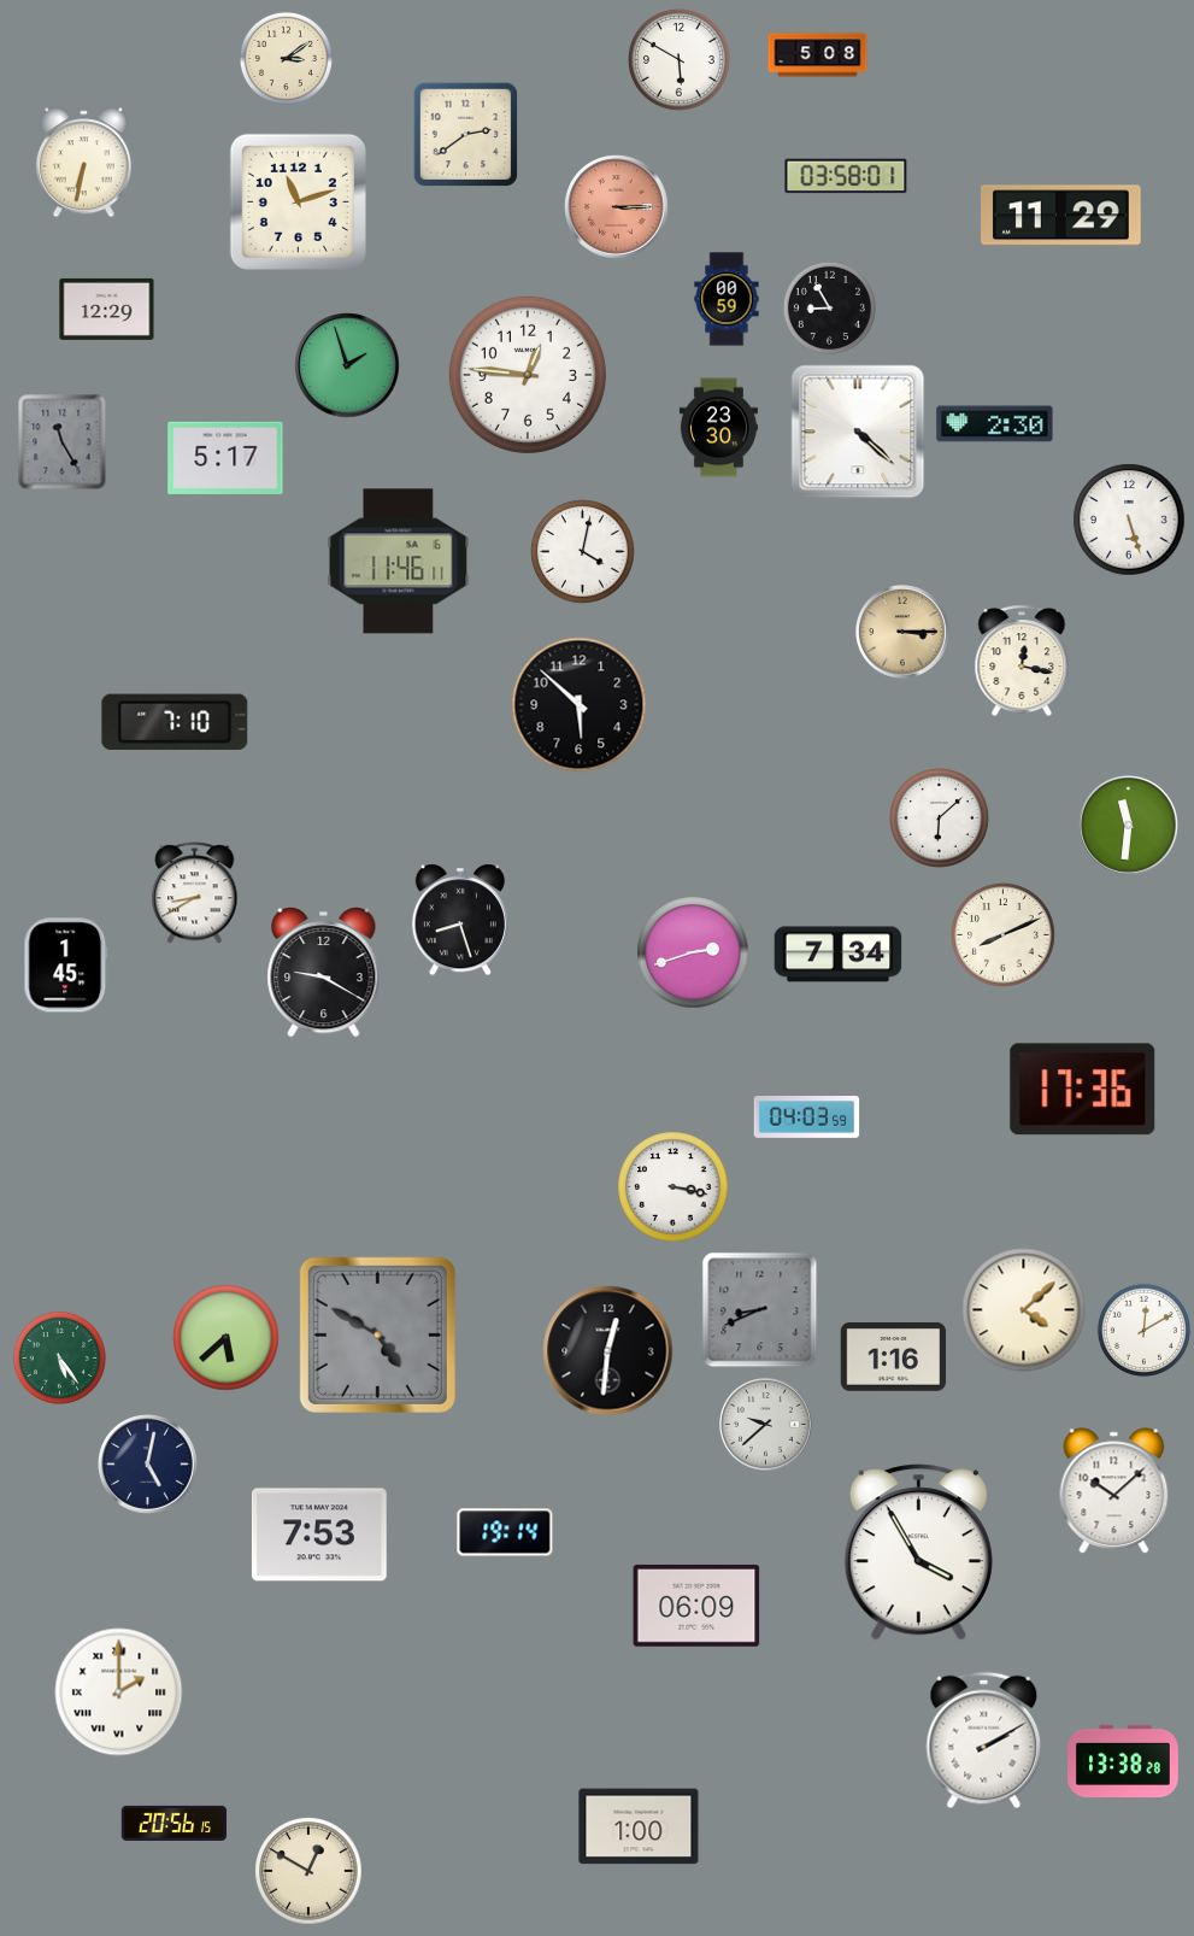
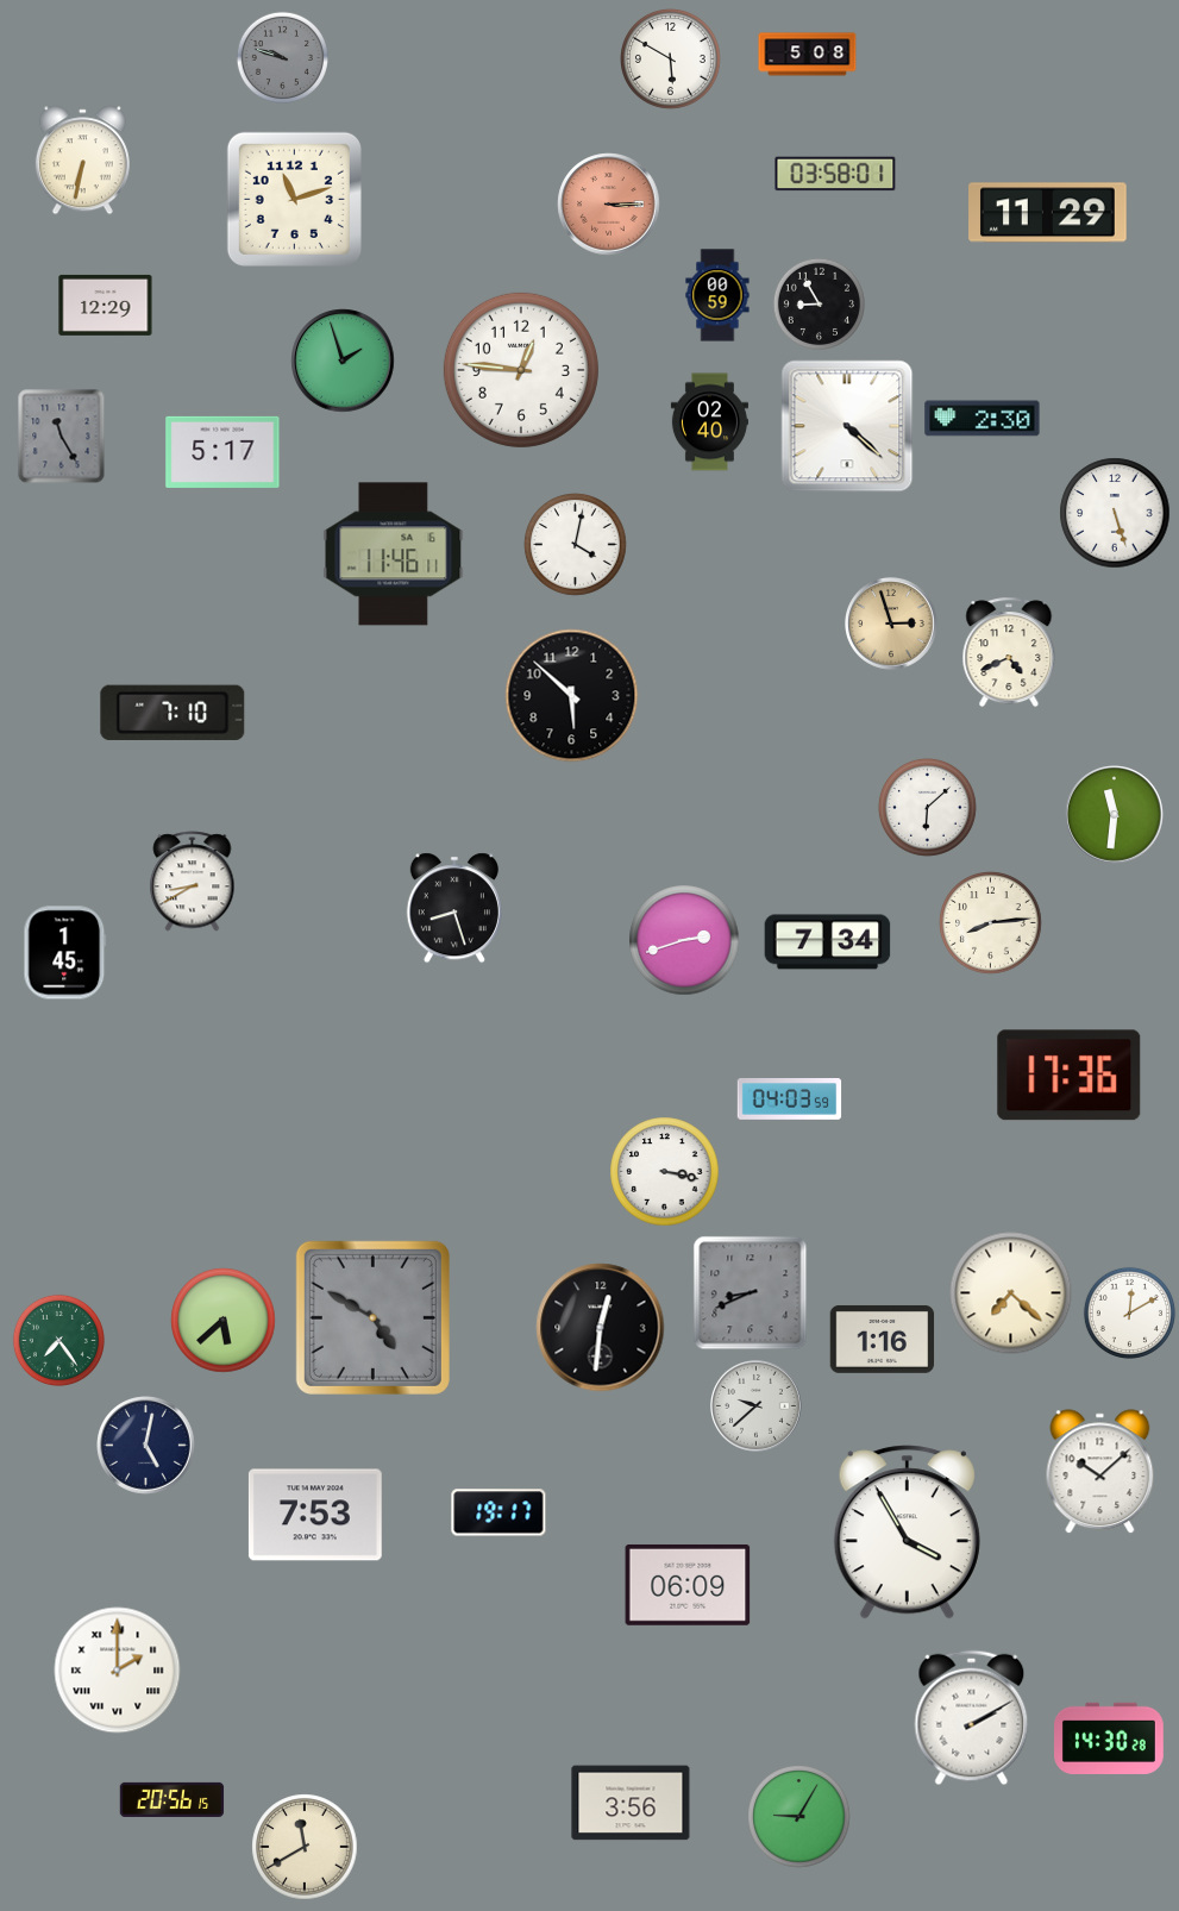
clock at (286, 58): 3:09 -> 9:48
clock at (286, 58) dial: cream -> grey
clock at (466, 135): 2:39 -> none
clock at (718, 428): 23:30 -> 02:40
clock at (904, 633): 3:15 -> 2:57
clock at (1022, 661): 12:17 -> 4:41
clock at (1004, 935): 8:11 -> 8:14
clock at (324, 972): 9:20 -> none
clock at (807, 1117) position: (807, 1117) -> (790, 1099)
clock at (1024, 1310): 4:08 -> 7:22
clock at (608, 1351) position: (608, 1351) -> (601, 1328)
clock at (59, 1357): 5:24 -> 7:24
clock at (505, 1532): 19:14 -> 19:17
clock at (1124, 1761): 13:38 -> 14:30
clock at (639, 1826): 1:00 -> 3:56
clock at (799, 1817): none -> 9:05
clock at (308, 1871): 12:50 -> 11:40
